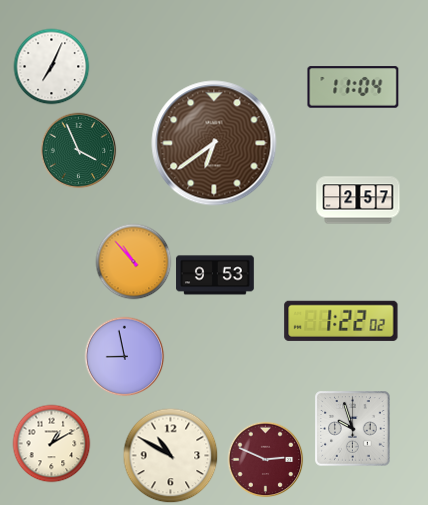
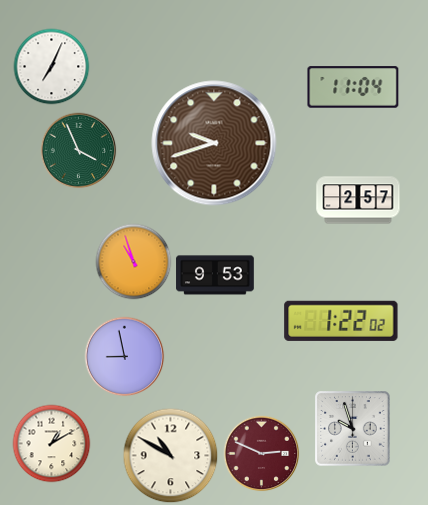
clock at (214, 143): 6:39 -> 9:42
clock at (134, 262): 10:53 -> 10:57
clock at (266, 460) position: (266, 460) -> (262, 454)
